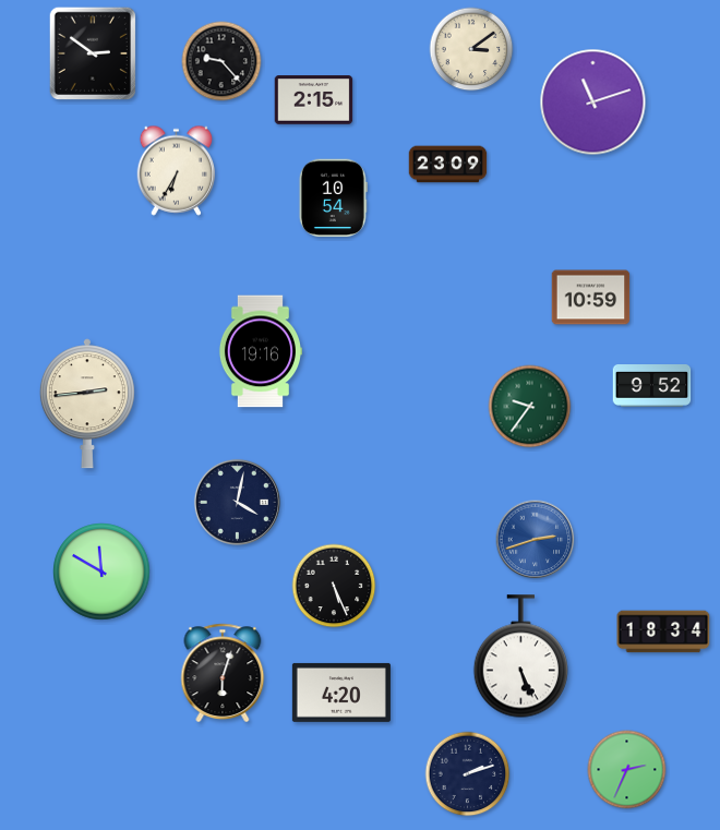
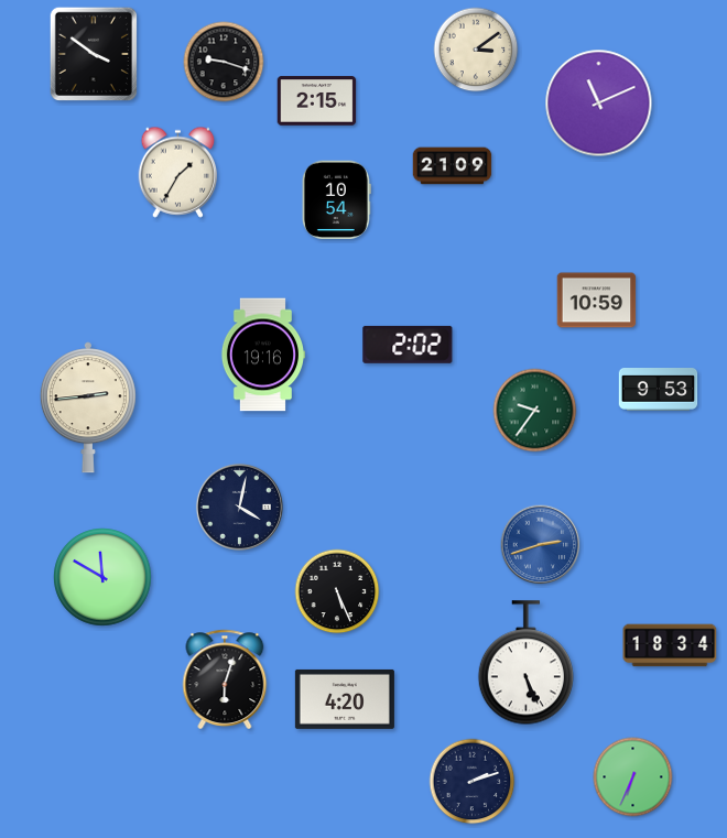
clock at (92, 52): 2:51 -> 3:51
clock at (221, 61): 9:23 -> 9:18
clock at (593, 103): 11:12 -> 11:11
clock at (448, 165): 23:09 -> 21:09
clock at (177, 170): 6:35 -> 1:35
clock at (408, 345): none -> 2:02
clock at (652, 386): 9:52 -> 9:53
clock at (663, 631) position: (663, 631) -> (670, 645)
clock at (627, 770): 2:34 -> 6:34
